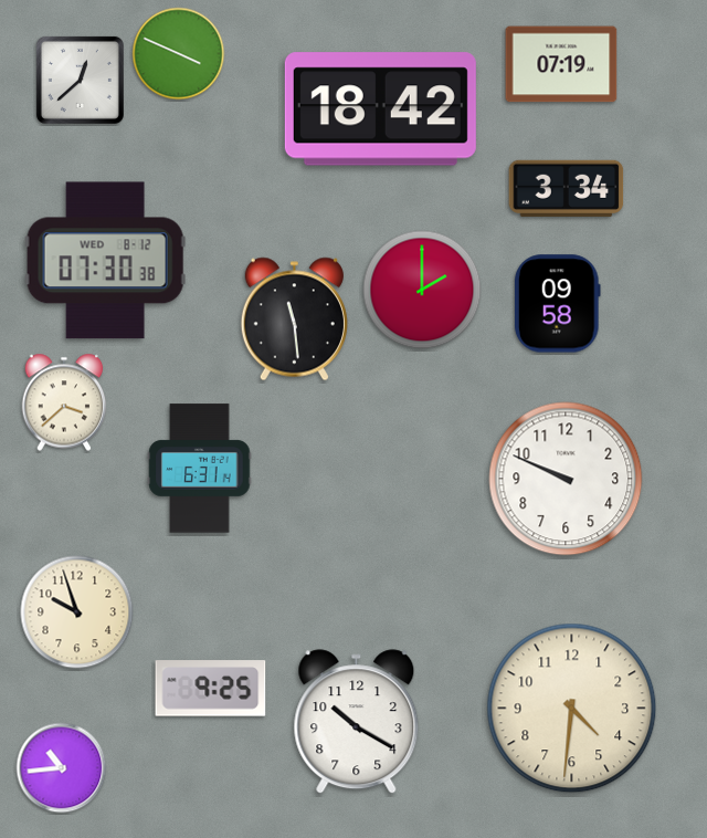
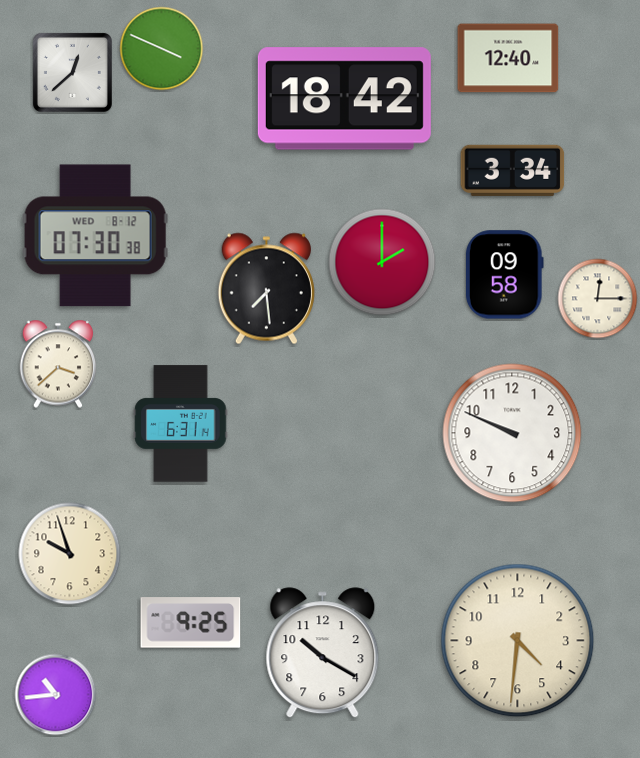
clock at (561, 64): 07:19 -> 12:40
clock at (294, 320): 11:29 -> 7:29
clock at (598, 299): none -> 12:15
